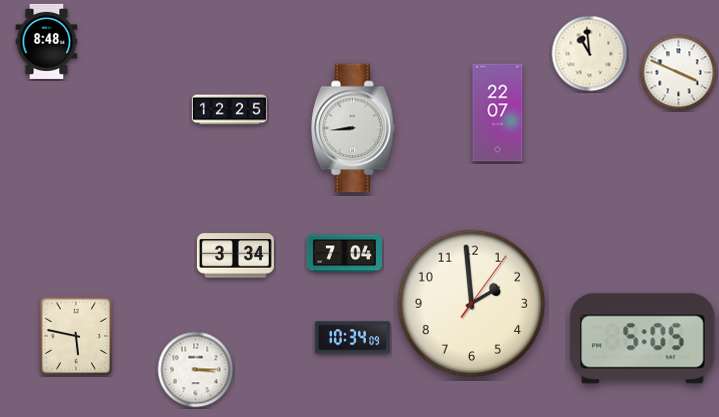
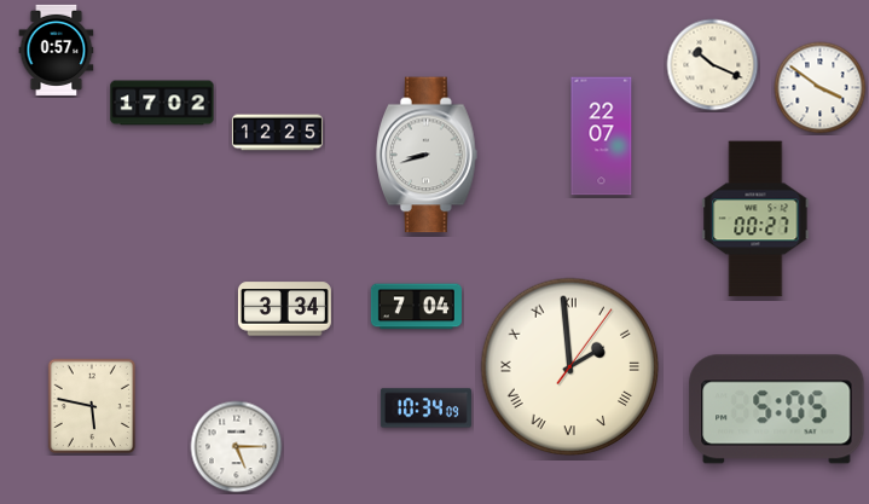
clock at (47, 41): 8:48 -> 0:57
clock at (590, 54): 10:59 -> 10:19
clock at (679, 73): 3:49 -> 3:51
clock at (162, 103): none -> 17:02
clock at (353, 128): 8:44 -> 8:42
clock at (755, 219): none -> 00:27
clock at (472, 304) numerals: Arabic -> Roman
clock at (196, 370): 3:15 -> 5:15
